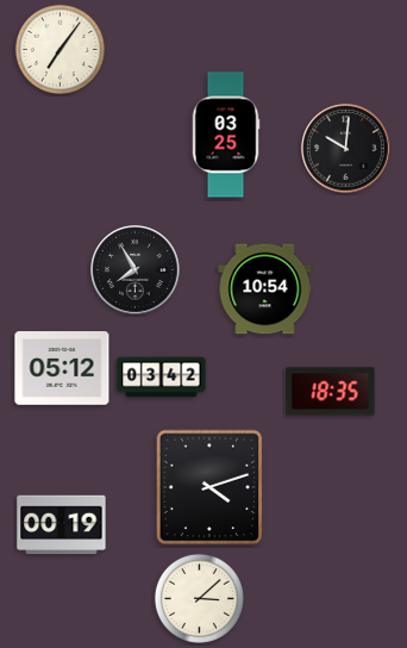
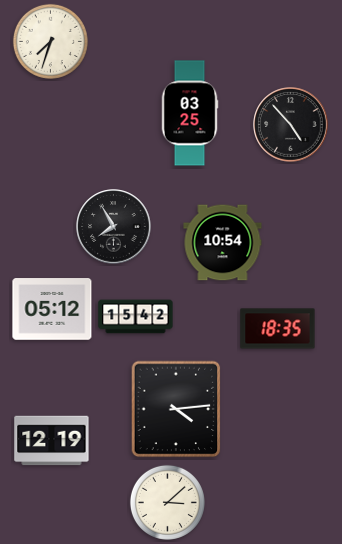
clock at (60, 49): 7:06 -> 7:33
clock at (346, 149): 10:01 -> 4:53
clock at (162, 378): 03:42 -> 15:42
clock at (209, 487): 4:12 -> 4:14
clock at (62, 525): 00:19 -> 12:19
